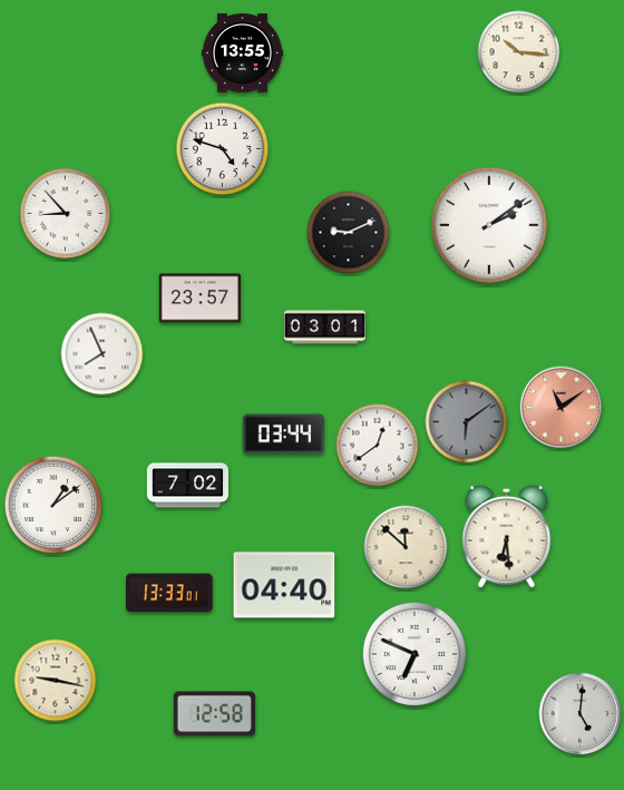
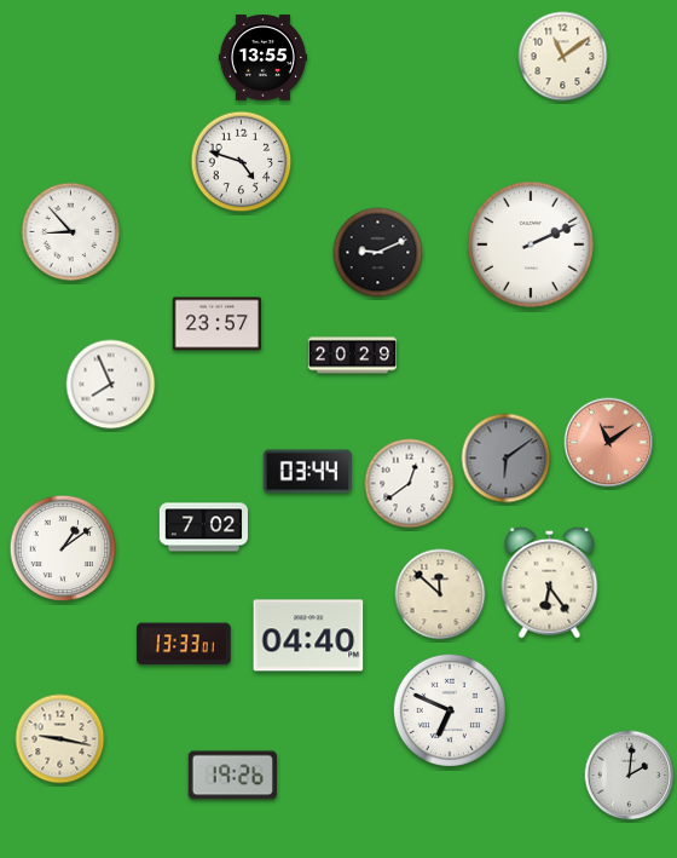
clock at (519, 52): 10:16 -> 11:09
clock at (490, 226): 2:09 -> 2:11
clock at (324, 328): 03:01 -> 20:29
clock at (53, 505) position: (53, 505) -> (63, 548)
clock at (507, 536): 6:29 -> 6:24
clock at (214, 714): 12:58 -> 19:26
clock at (581, 714): 5:01 -> 2:01
